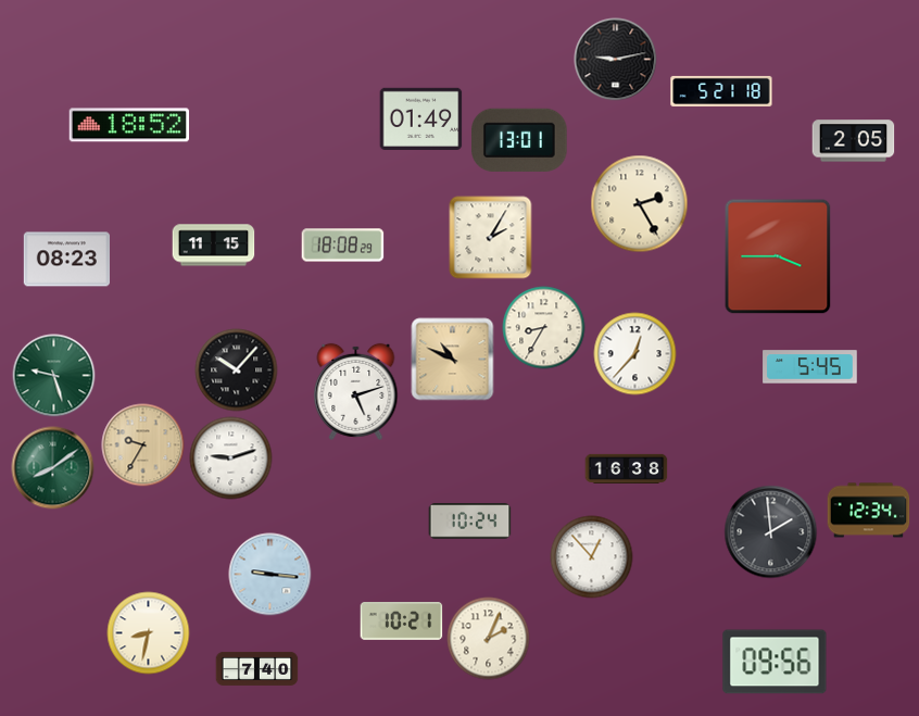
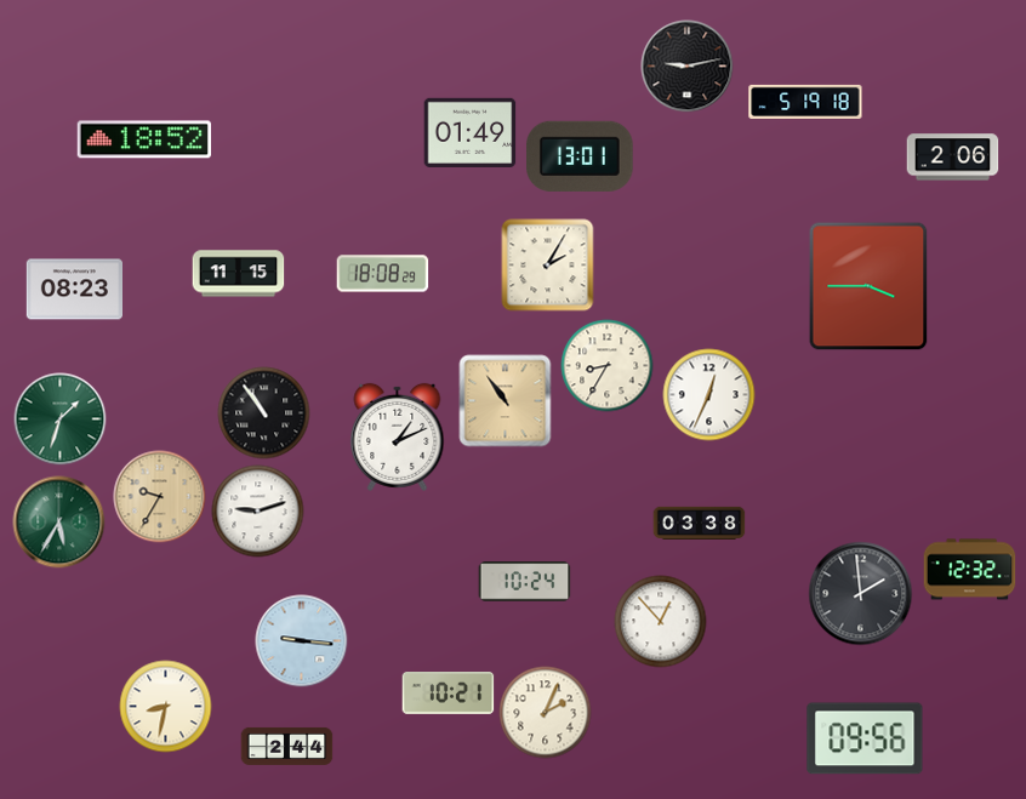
clock at (721, 91): 5:21 -> 5:19
clock at (854, 141): 2:05 -> 2:06
clock at (640, 204): 2:25 -> none
clock at (635, 354): 12:37 -> 12:34
clock at (453, 360): 10:49 -> 10:54
clock at (810, 367): 5:45 -> none
clock at (237, 370): 10:07 -> 10:54
clock at (54, 376): 9:27 -> 1:33
clock at (356, 391): 5:12 -> 1:11
clock at (53, 468): 8:09 -> 5:35
clock at (627, 468): 16:38 -> 03:38
clock at (869, 511): 12:34 -> 12:32
clock at (257, 668): 7:40 -> 2:44
